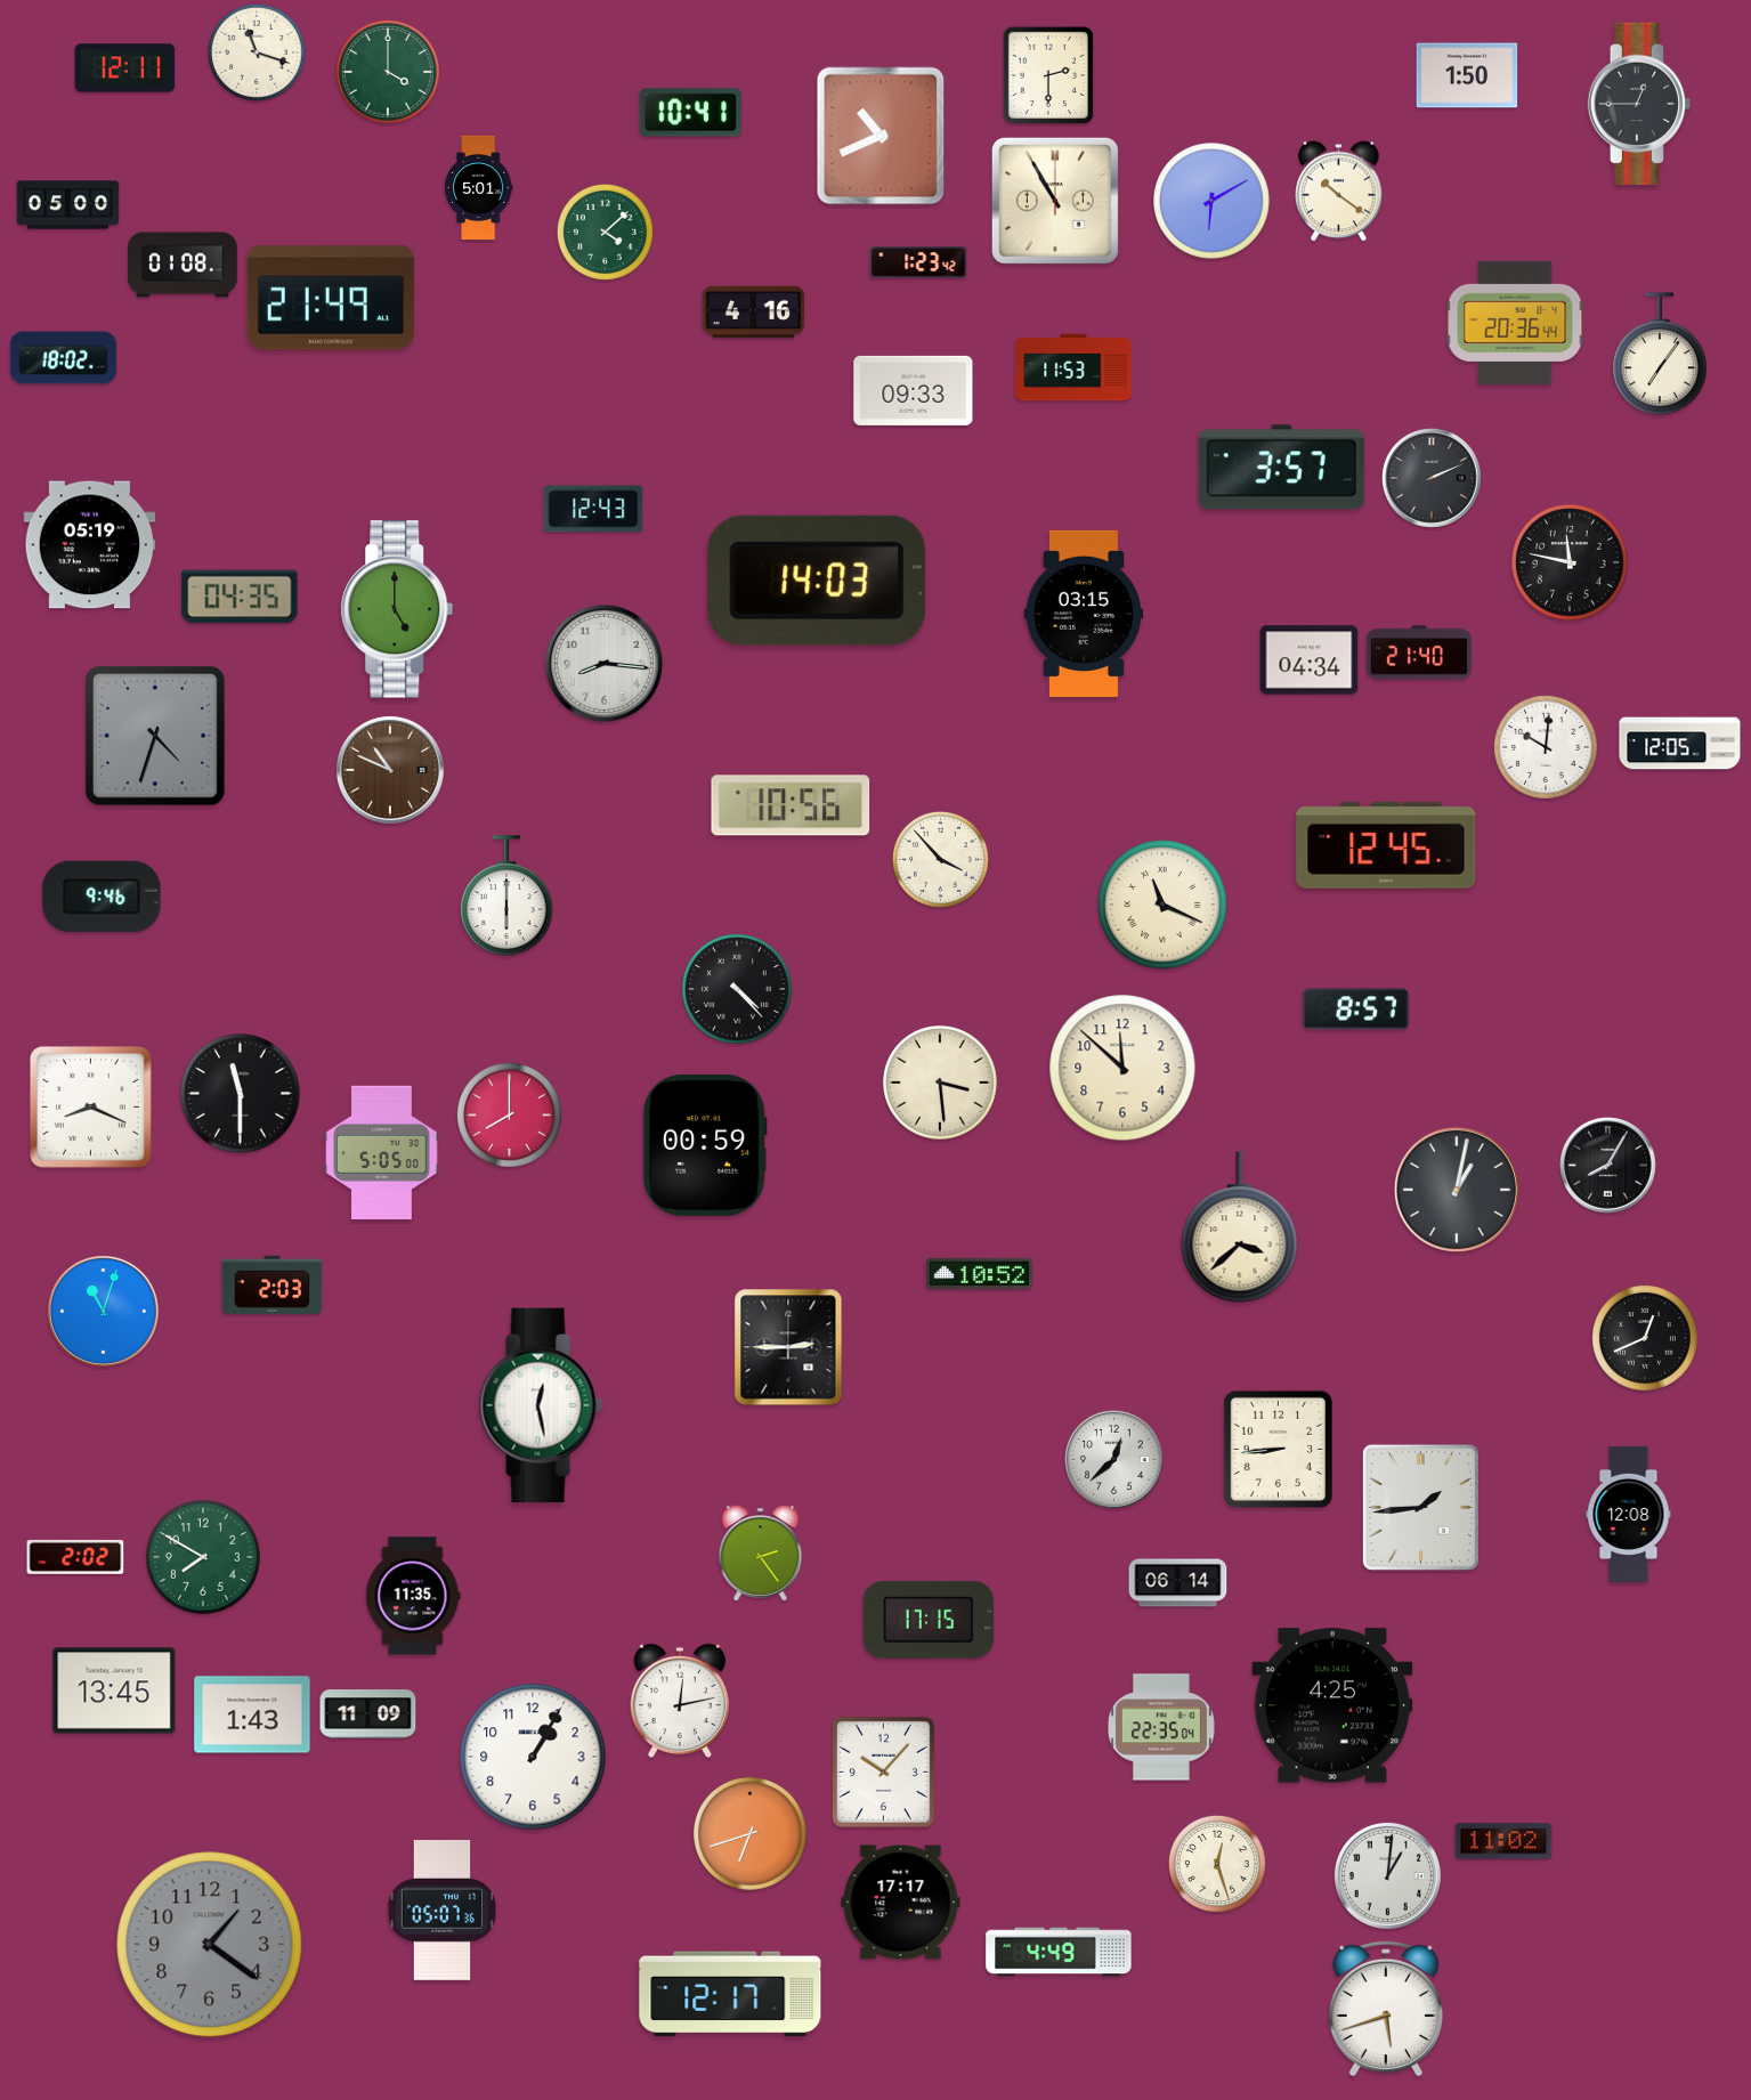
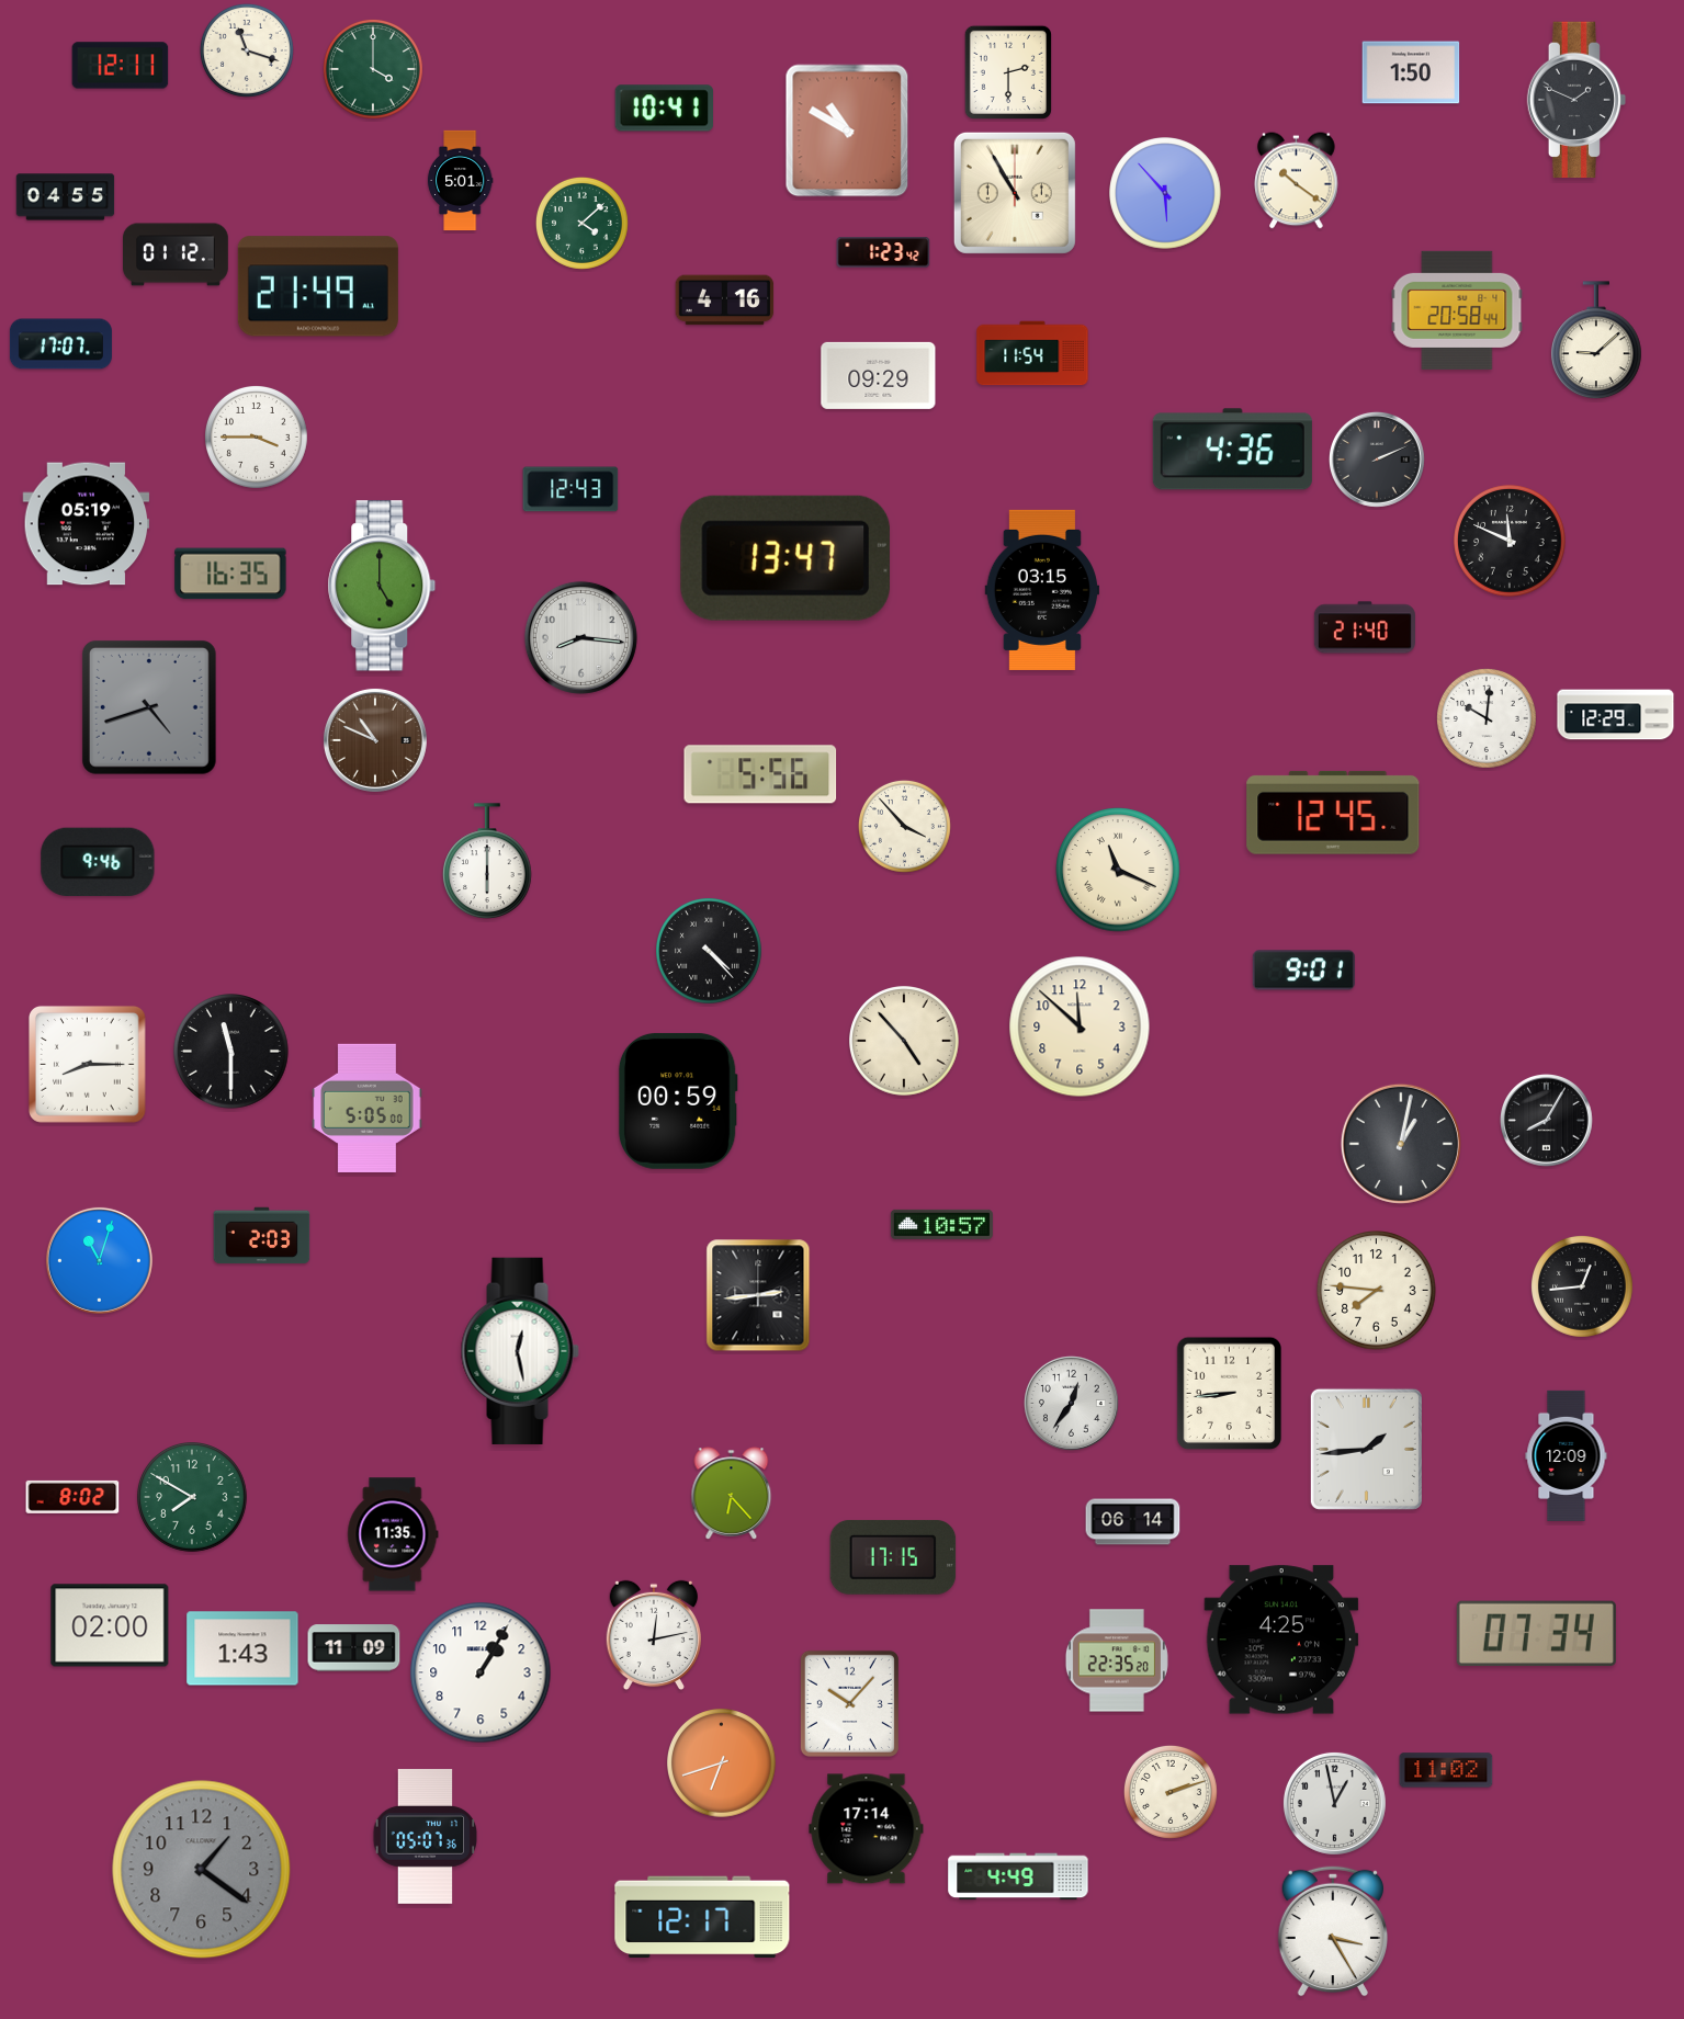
clock at (1639, 104): 12:45 -> 1:49
clock at (881, 136): 10:41 -> 10:50
clock at (1339, 192) position: (1339, 192) -> (1297, 181)
clock at (1211, 201): 6:10 -> 5:53
clock at (68, 205): 05:00 -> 04:55
clock at (184, 265): 01:08 -> 01:12
clock at (1515, 323): 20:36 -> 20:58
clock at (1660, 355): 7:06 -> 9:08
clock at (63, 358): 18:02 -> 17:07
clock at (1073, 367): 11:53 -> 11:54
clock at (914, 390): 09:33 -> 09:29
clock at (257, 438): none -> 3:45
clock at (1281, 468): 3:57 -> 4:36
clock at (1570, 562): 11:47 -> 11:49
clock at (816, 581): 14:03 -> 13:47
clock at (240, 597): 04:35 -> 16:35
clock at (1310, 660): 04:34 -> none
clock at (155, 736): 4:33 -> 4:42
clock at (1680, 744): 12:05 -> 12:29
clock at (791, 805): 10:56 -> 5:56
clock at (1355, 1010): 8:57 -> 9:01
clock at (940, 1083): 3:29 -> 4:53
clock at (90, 1108): 8:19 -> 8:15
clock at (509, 1114): 8:00 -> none
clock at (1240, 1227): 3:38 -> none
clock at (979, 1273): 10:52 -> 10:57
clock at (1645, 1338): 12:41 -> 12:44
clock at (1377, 1291): none -> 7:46
clock at (788, 1347): 2:45 -> 2:44
clock at (1113, 1459): 12:38 -> 12:36
clock at (1629, 1514): 12:08 -> 12:09
clock at (761, 1554): 2:24 -> 6:23
clock at (75, 1557): 2:02 -> 8:02
clock at (203, 1557) position: (203, 1557) -> (192, 1497)
clock at (413, 1596) position: (413, 1596) -> (393, 1534)
clock at (114, 1690): 13:45 -> 02:00
clock at (1536, 1634): none -> 07:34
clock at (1161, 1727): 22:35:04 -> 22:35:20
clock at (533, 1757) position: (533, 1757) -> (481, 1672)
clock at (1217, 1864): 12:27 -> 2:12
clock at (1387, 1875): 1:01 -> 12:58
clock at (901, 1903): 17:17 -> 17:14
clock at (1386, 2009): 5:42 -> 3:25
